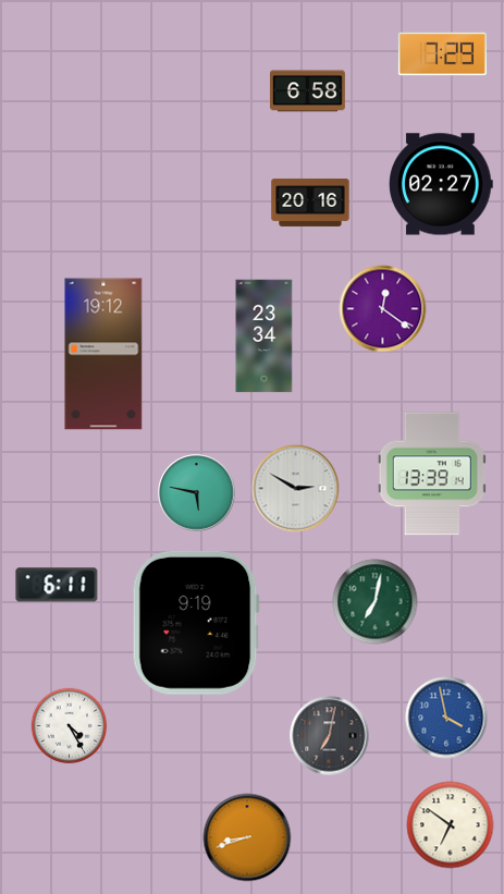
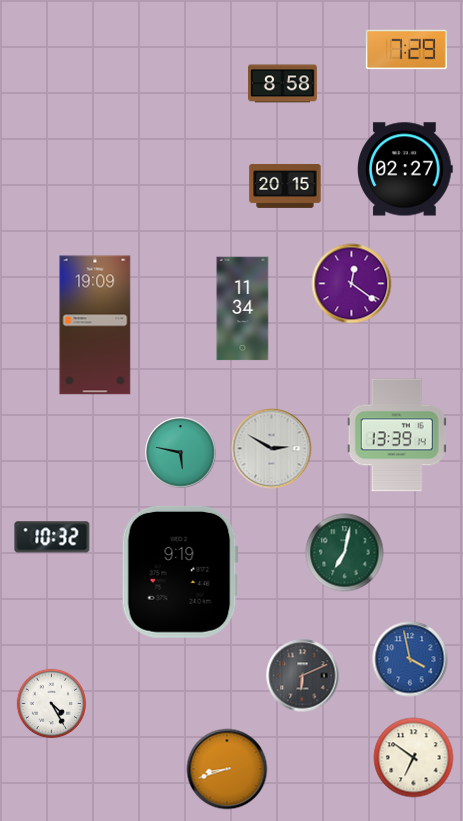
clock at (307, 91): 6:58 -> 8:58
clock at (310, 203): 20:16 -> 20:15
clock at (265, 336): 23:34 -> 11:34
clock at (103, 354): 19:12 -> 19:09
clock at (57, 585): 6:11 -> 10:32
clock at (70, 726) position: (70, 726) -> (52, 704)
clock at (330, 736): 7:02 -> 6:11
